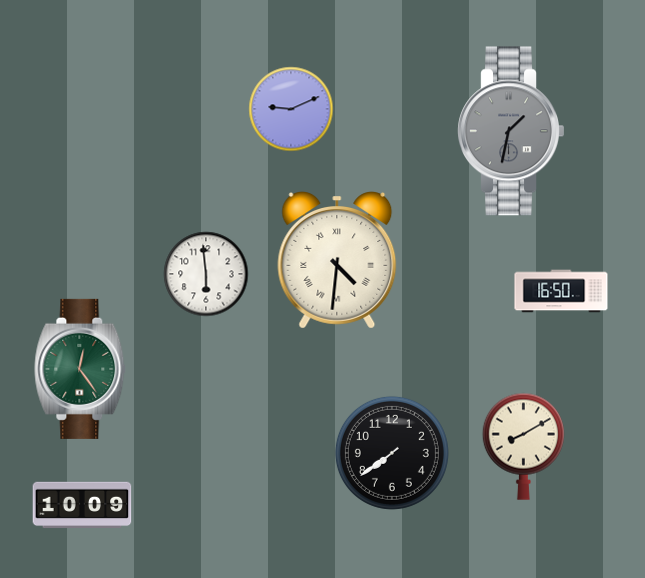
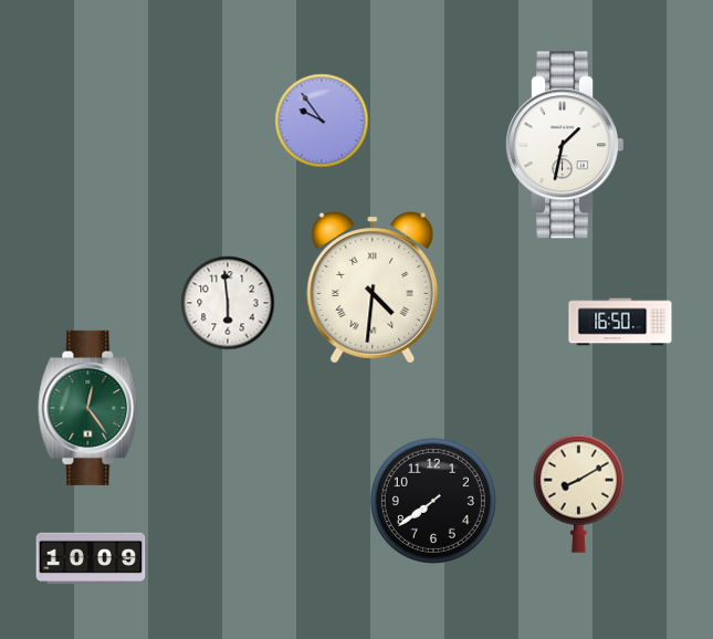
clock at (291, 109): 9:11 -> 9:54
clock at (510, 131) dial: grey -> white
